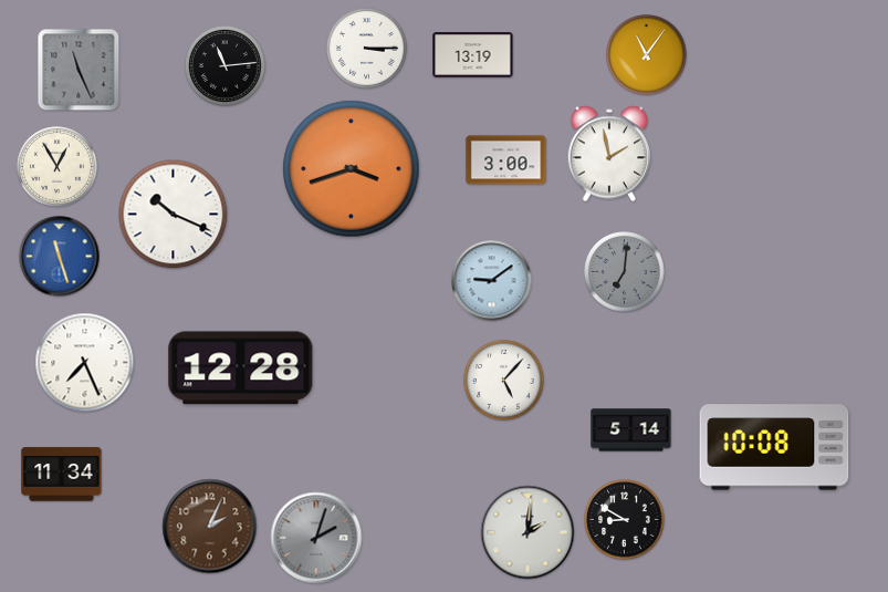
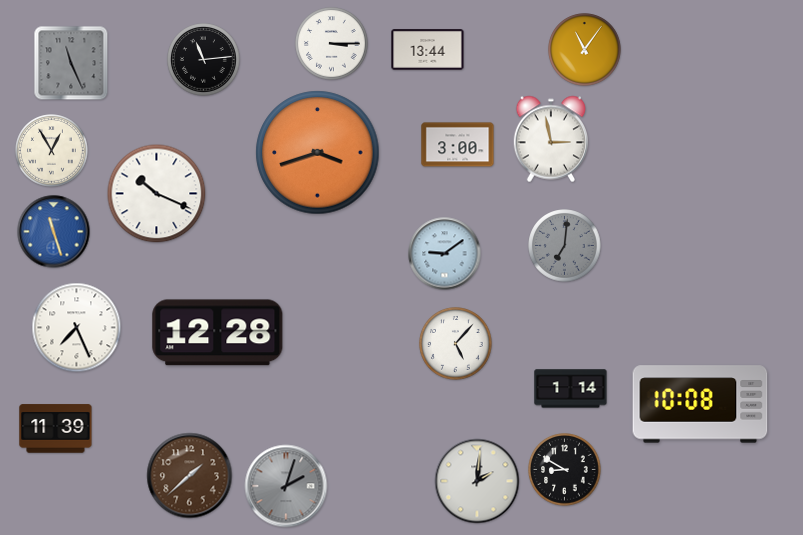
clock at (473, 55): 13:19 -> 13:44
clock at (609, 154): 1:58 -> 2:58
clock at (631, 430): 5:14 -> 1:14
clock at (62, 475): 11:34 -> 11:39
clock at (210, 527): 2:04 -> 1:38
